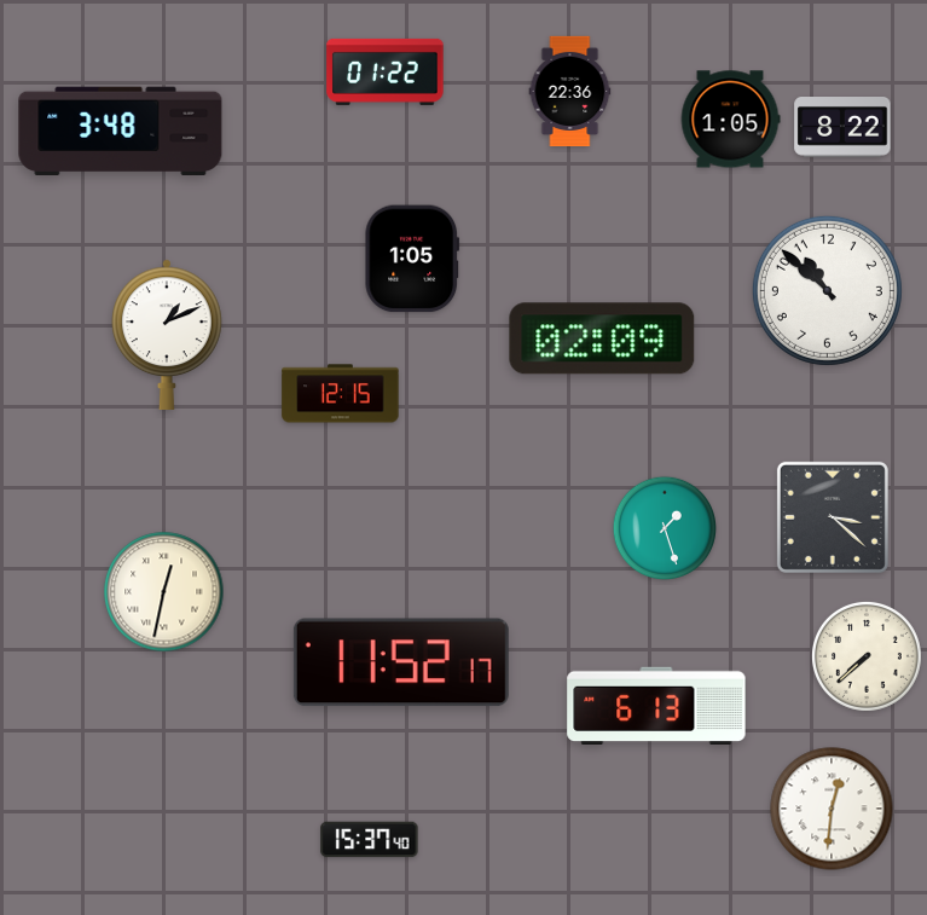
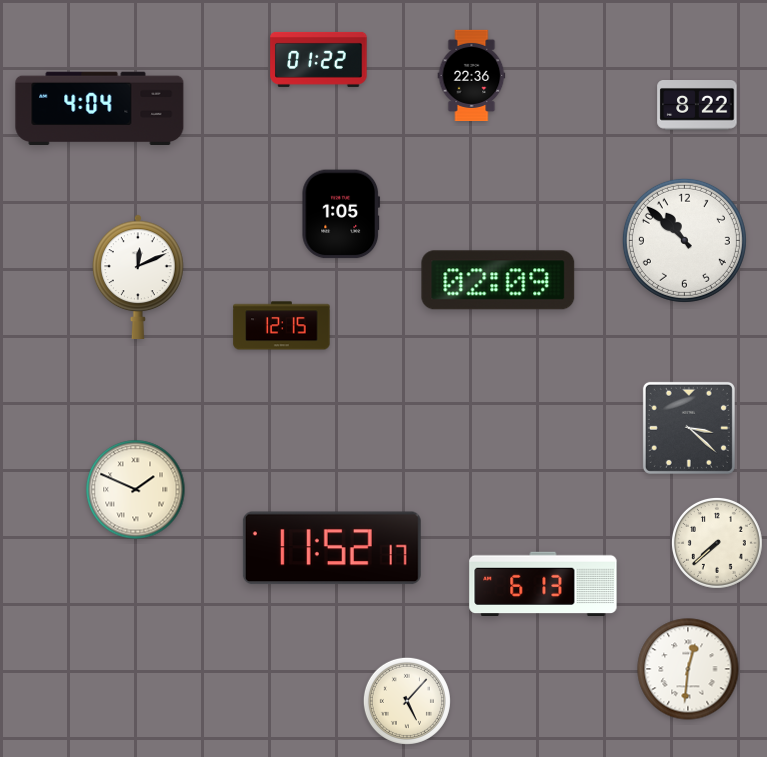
clock at (730, 120): 1:05 -> none
clock at (121, 131): 3:48 -> 4:04
clock at (168, 335): 1:11 -> 12:11
clock at (664, 527): 1:27 -> none
clock at (164, 592): 12:32 -> 1:49
clock at (370, 840): 15:37 -> none
clock at (407, 701): none -> 5:07
